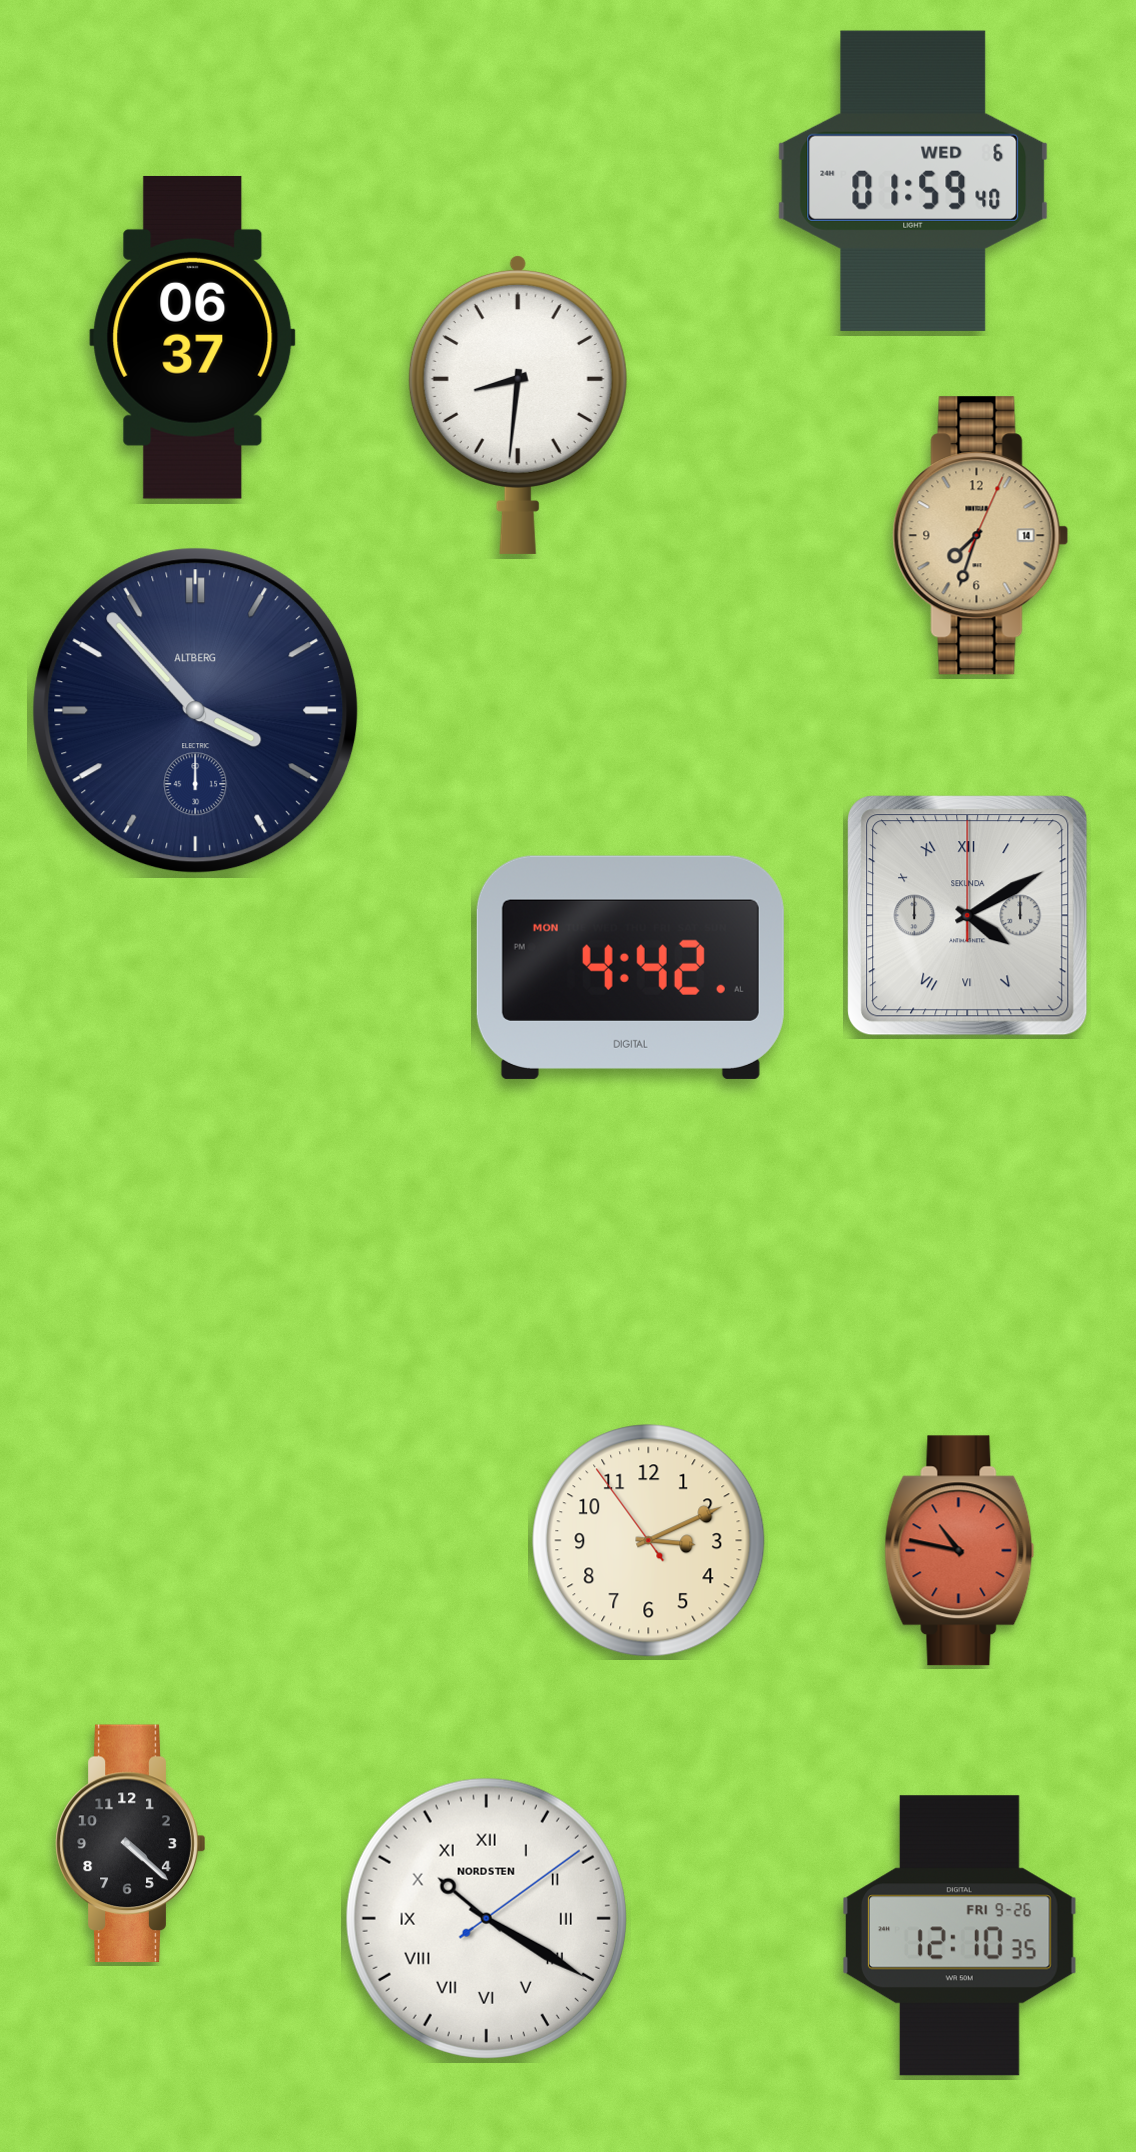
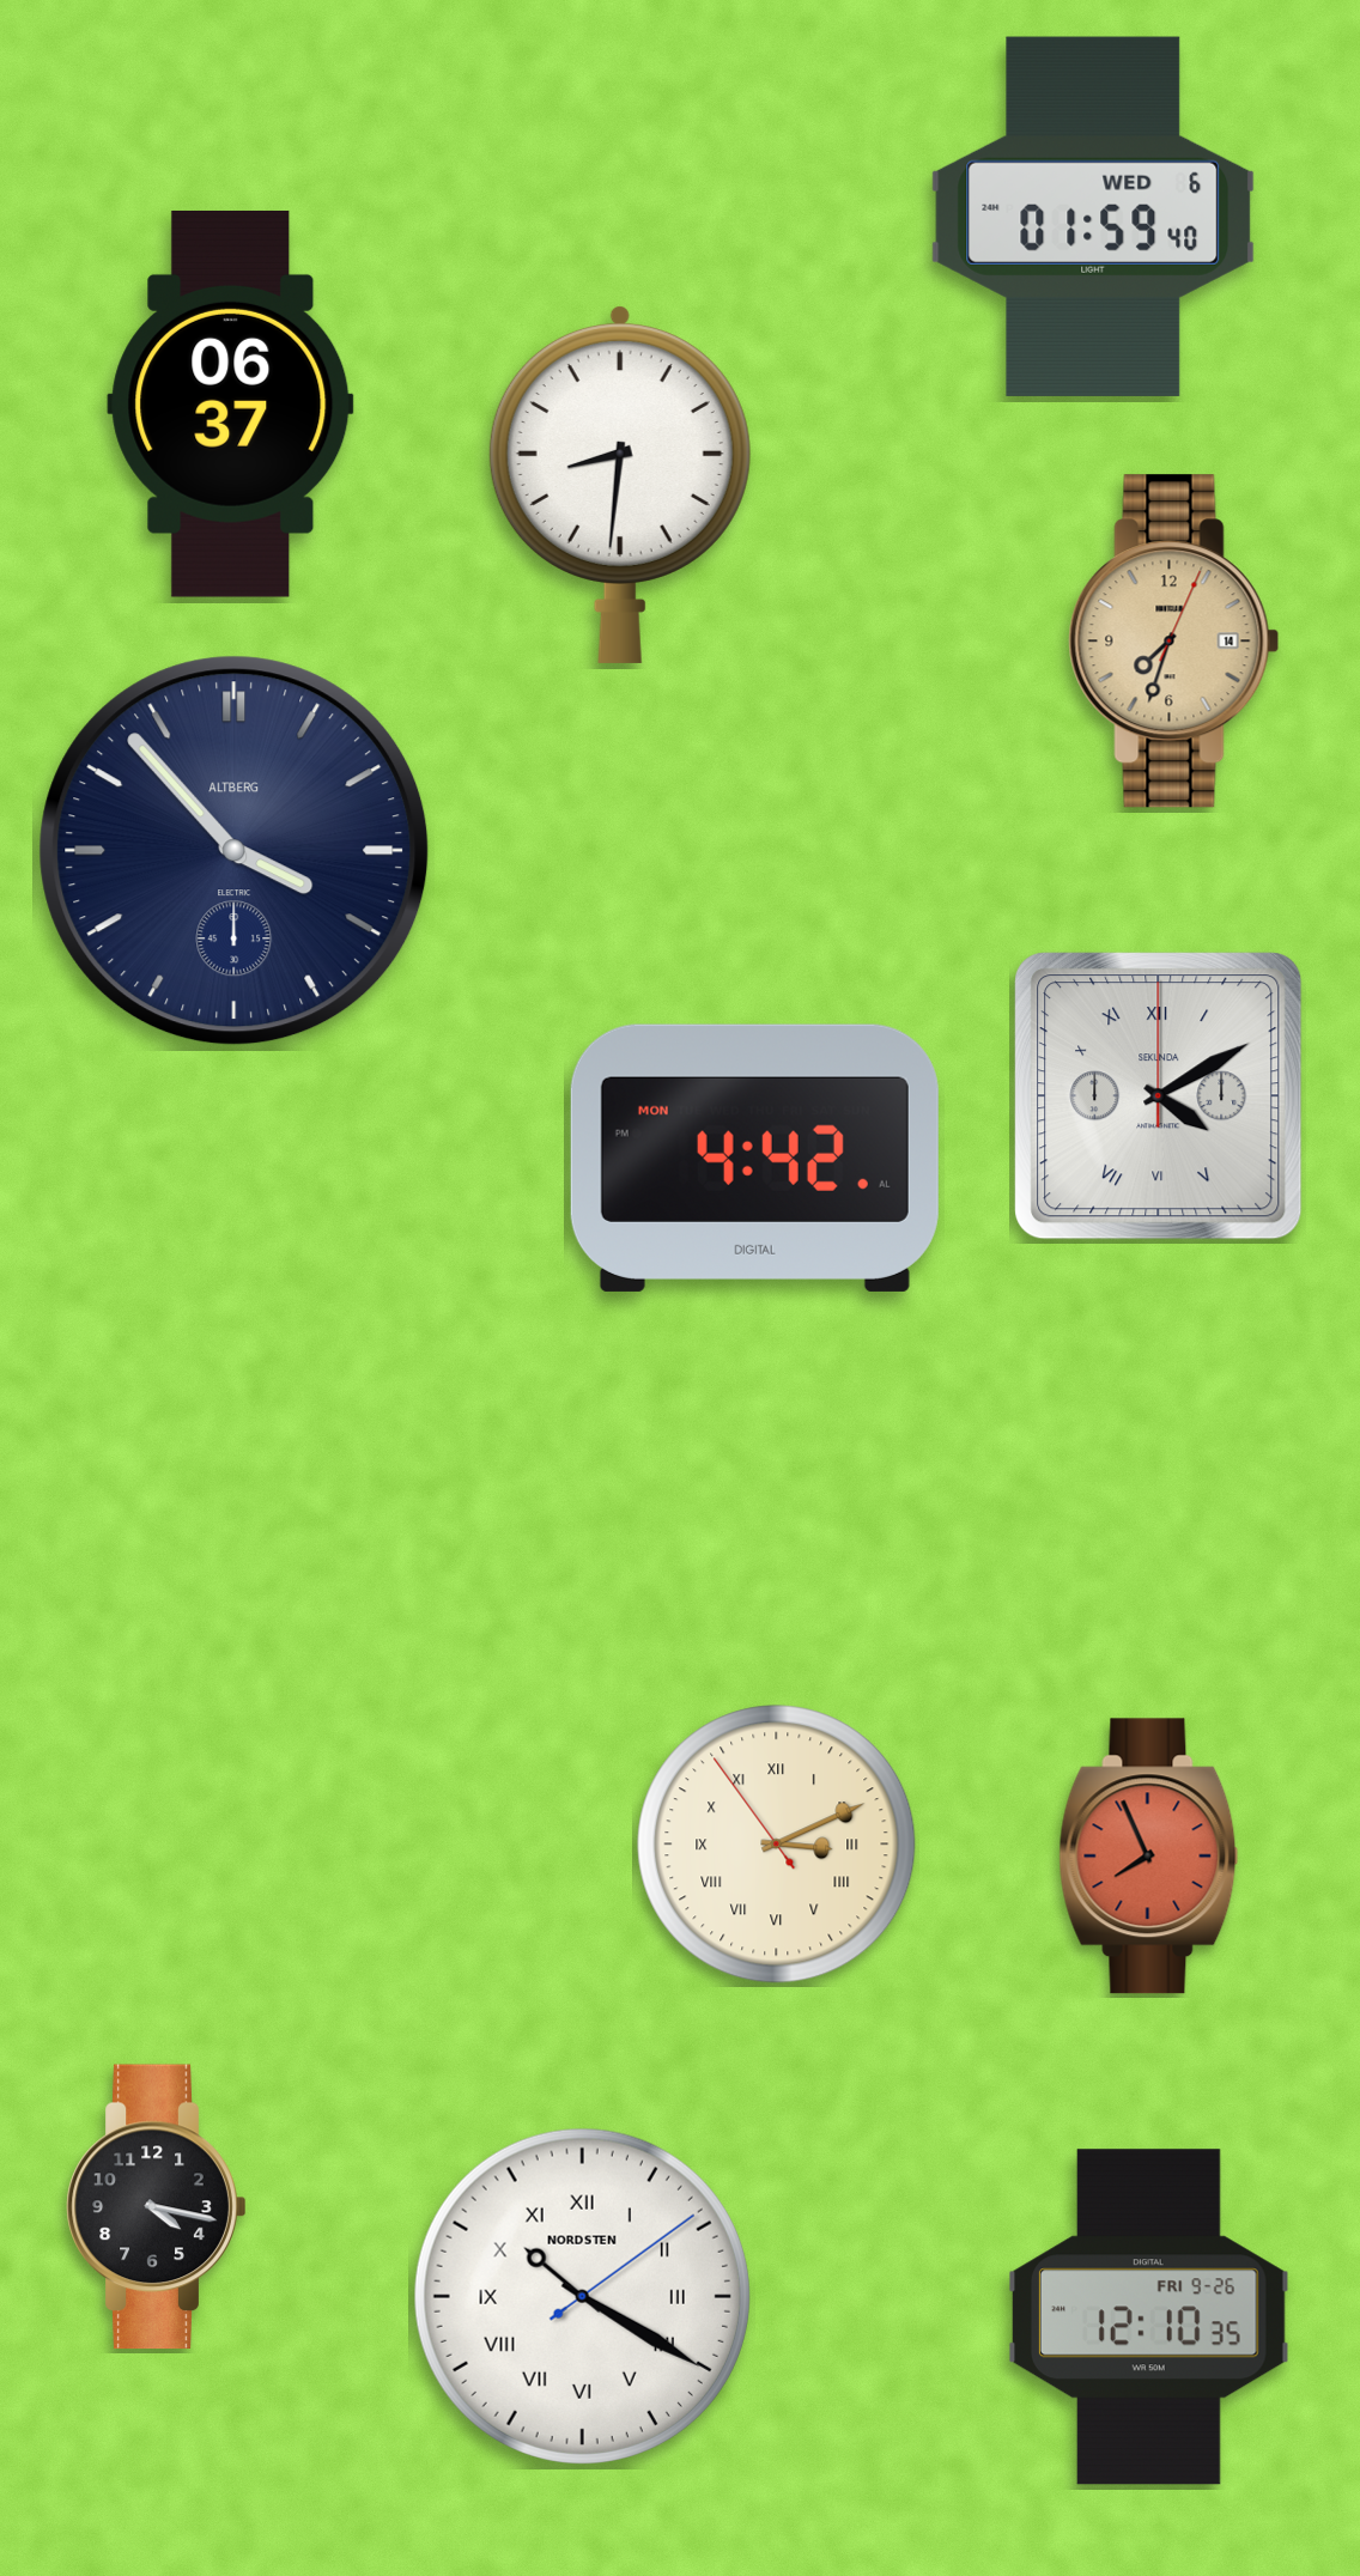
clock at (649, 1541) numerals: Arabic -> Roman
clock at (960, 1551): 10:47 -> 7:56
clock at (131, 1844): 4:22 -> 4:17
